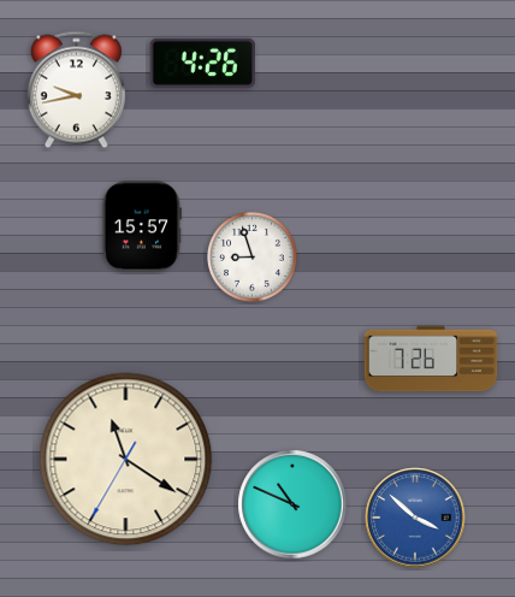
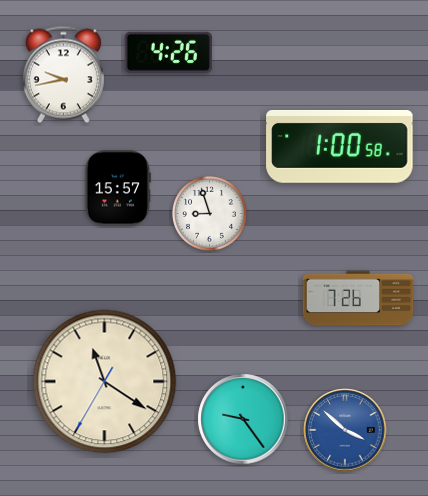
clock at (340, 147): none -> 1:00
clock at (292, 504): 10:49 -> 9:24
